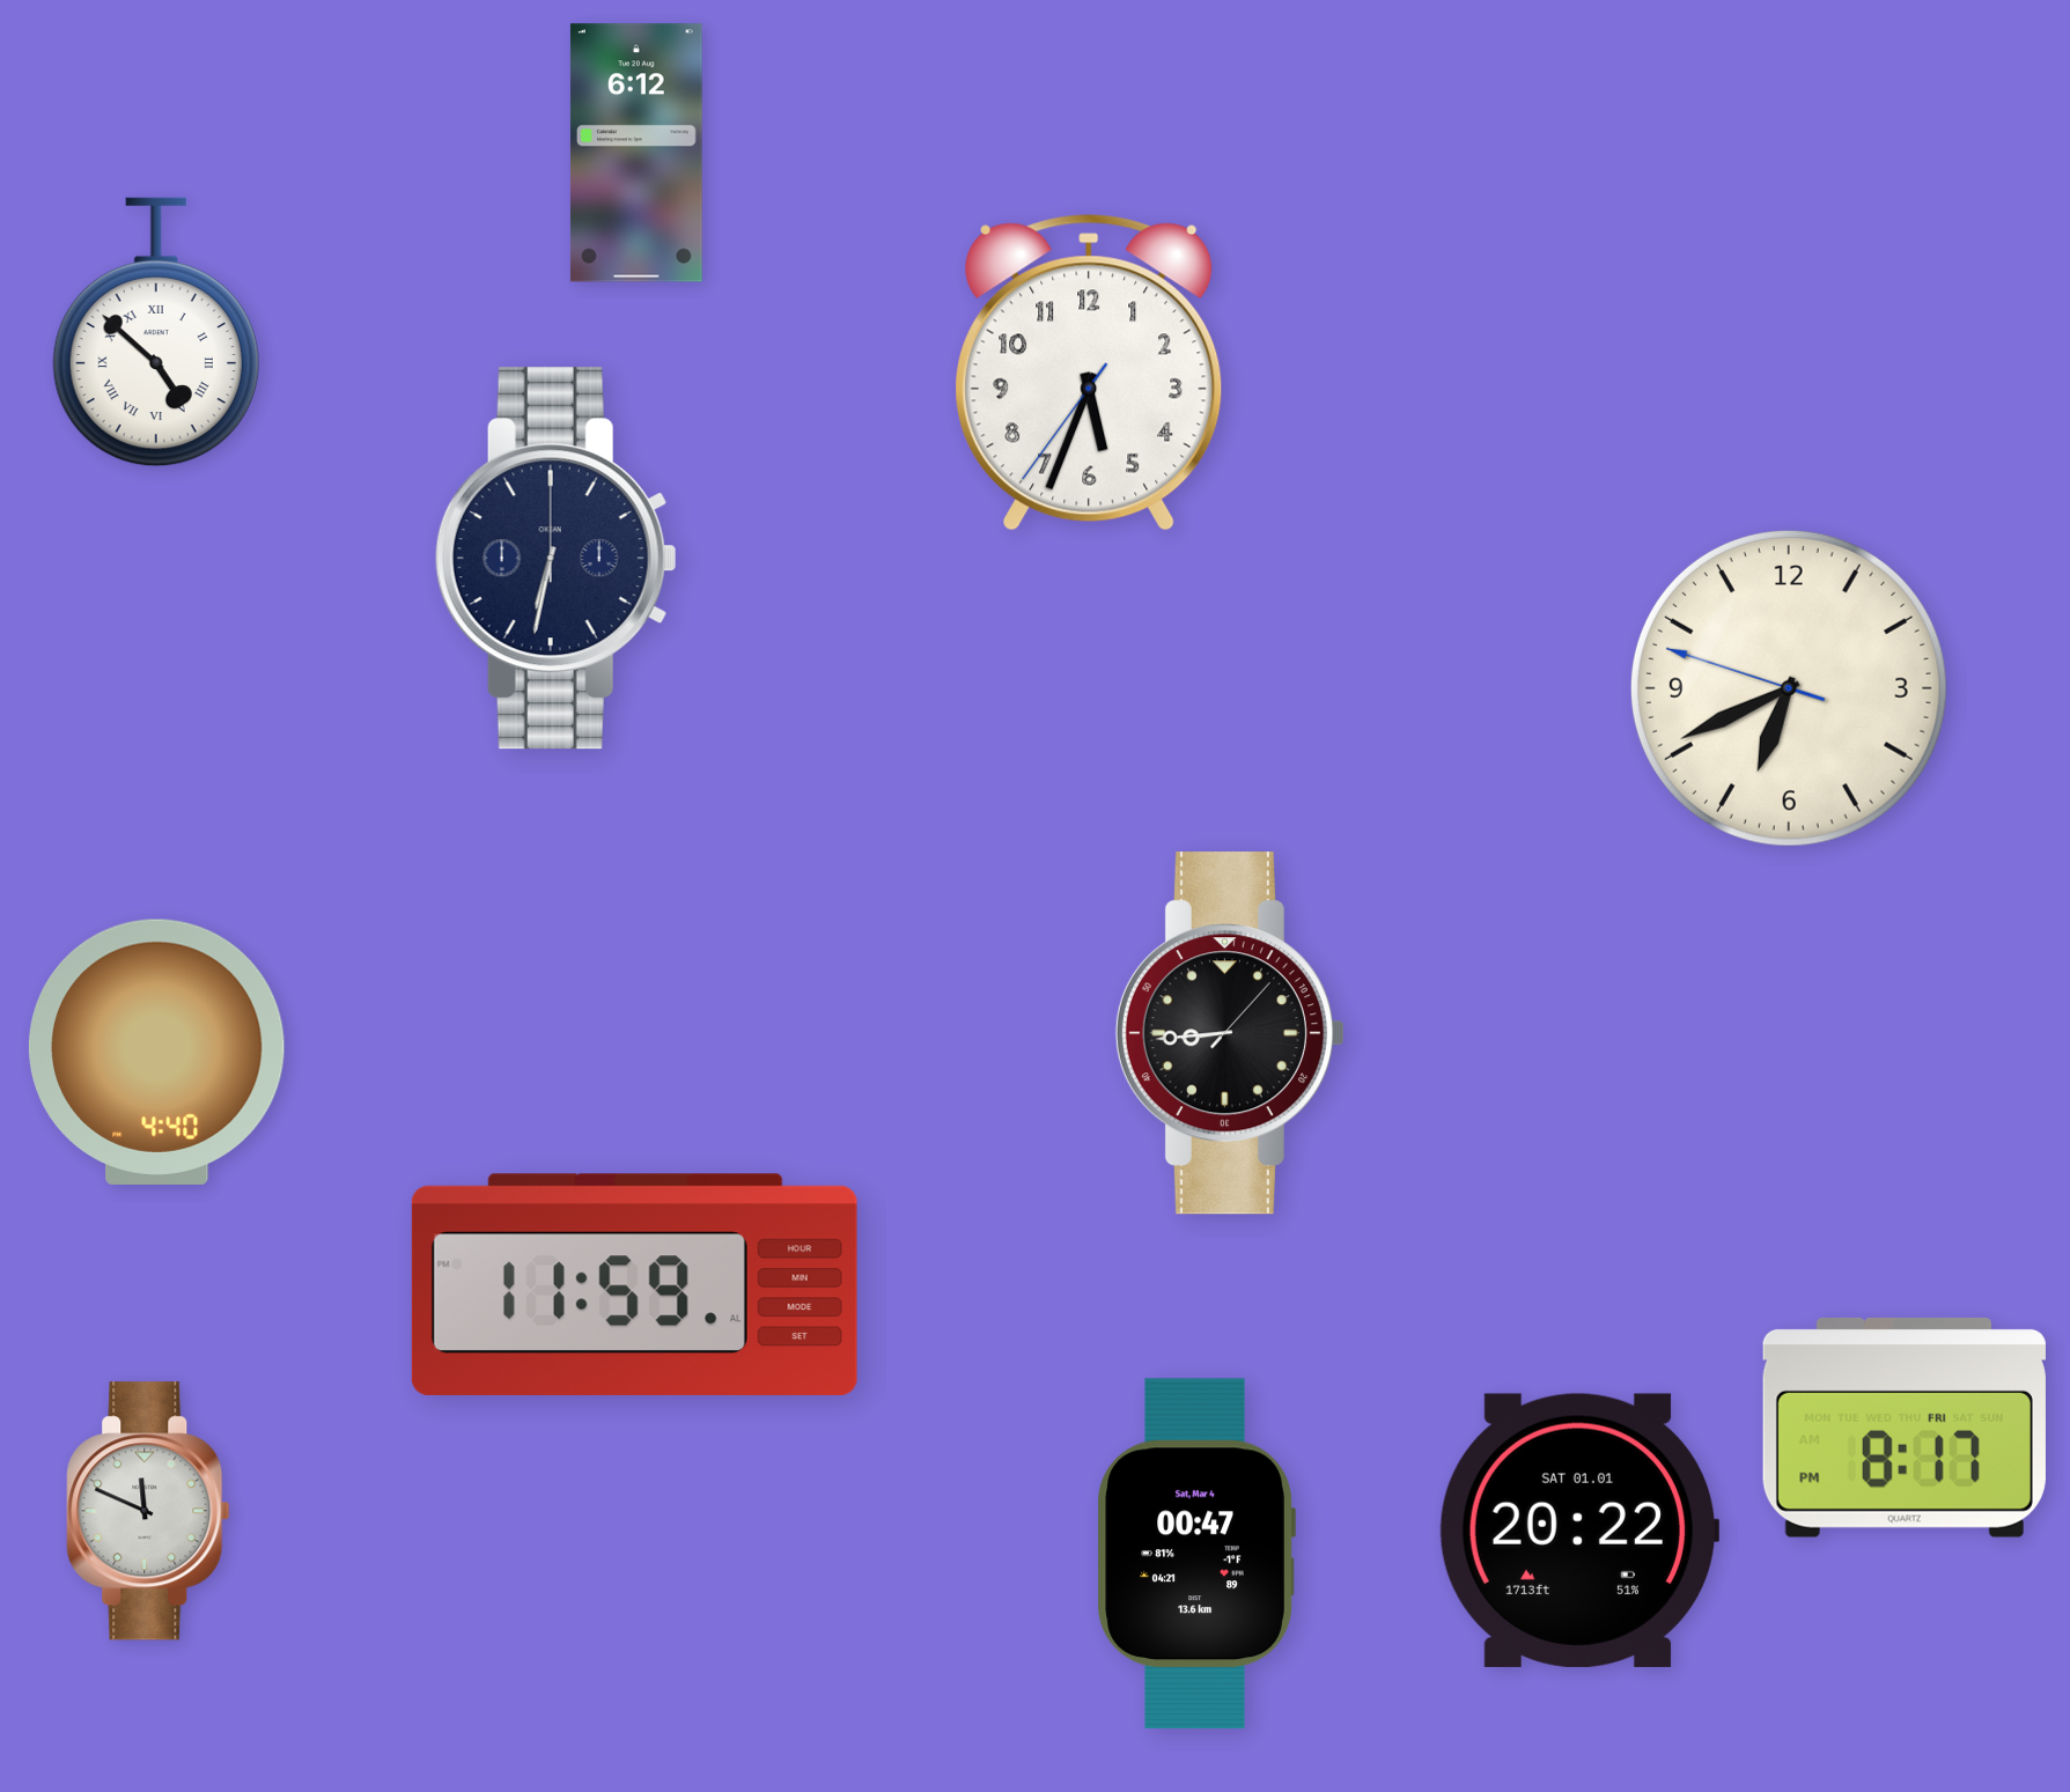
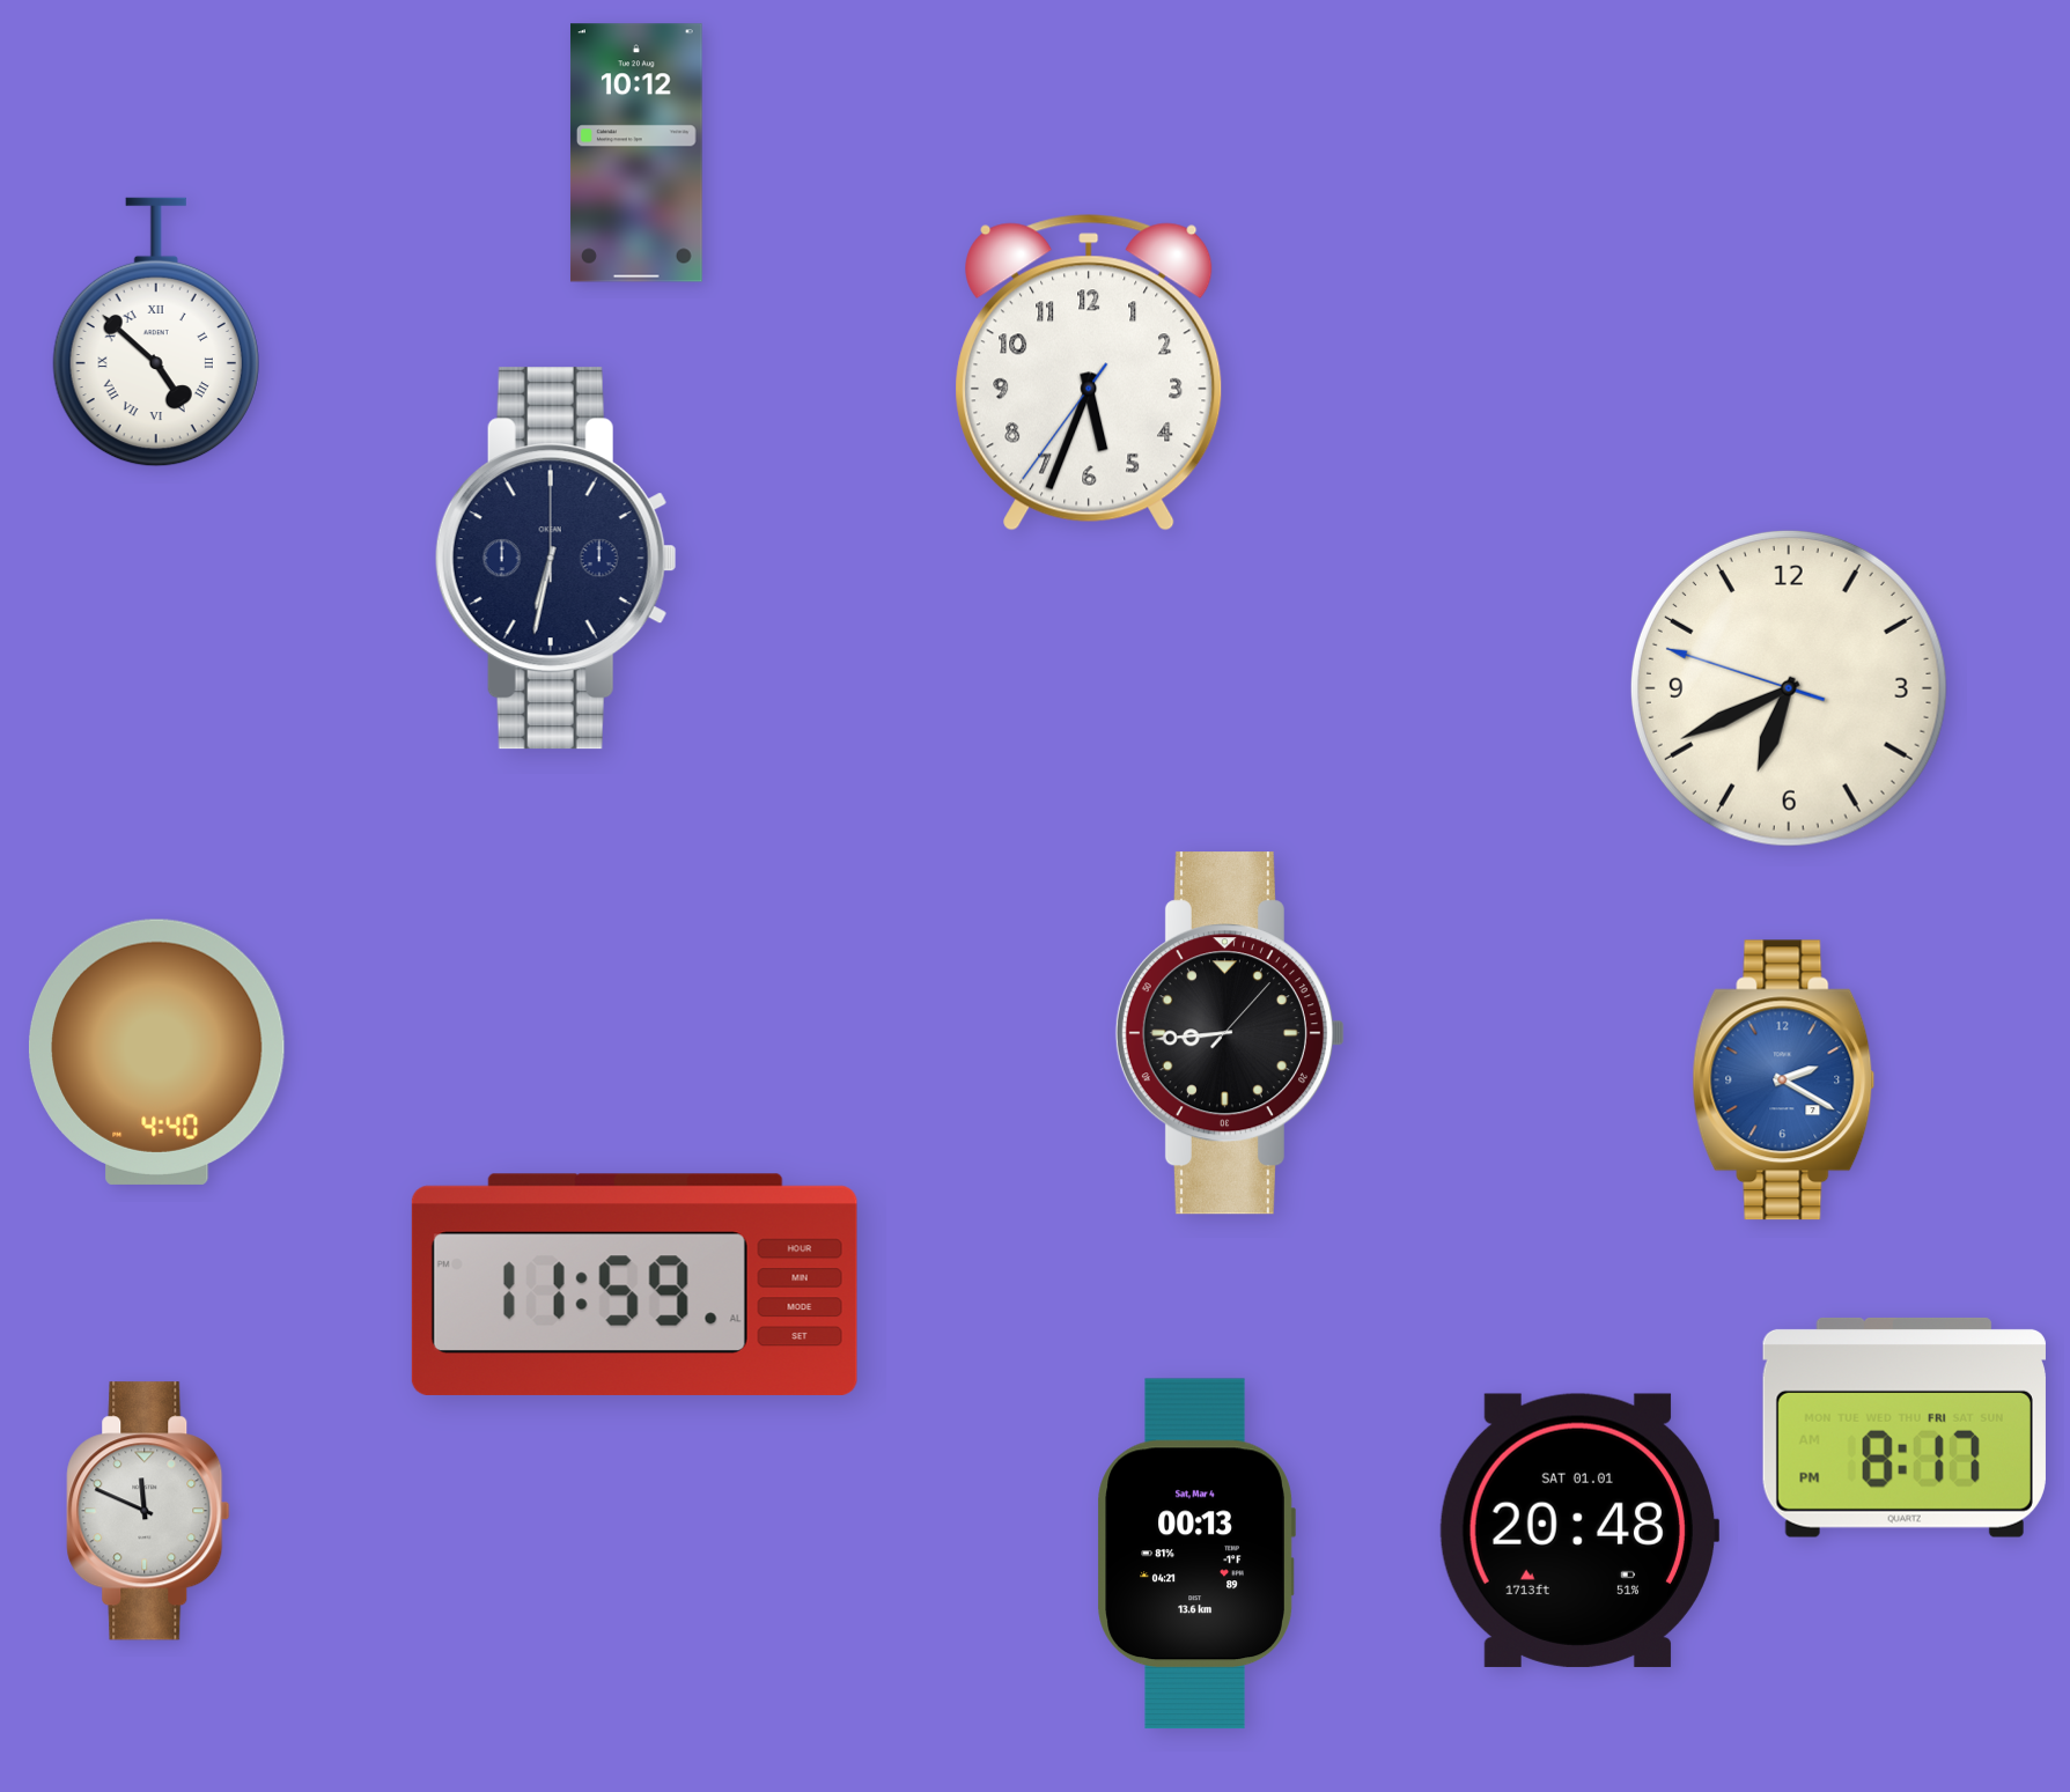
clock at (636, 153): 6:12 -> 10:12
clock at (1784, 1081): none -> 2:20
clock at (1579, 1531): 20:22 -> 20:48
clock at (1196, 1554): 00:47 -> 00:13
